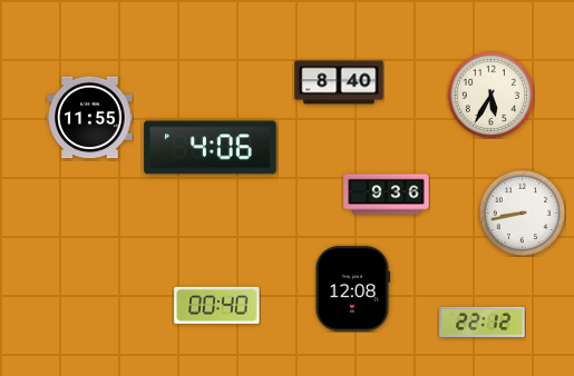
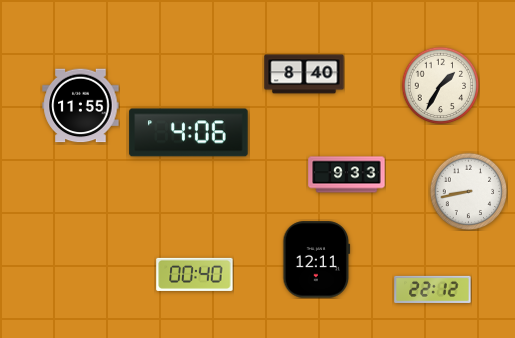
clock at (490, 95): 5:35 -> 1:35
clock at (387, 195): 9:36 -> 9:33
clock at (353, 289): 12:08 -> 12:11
